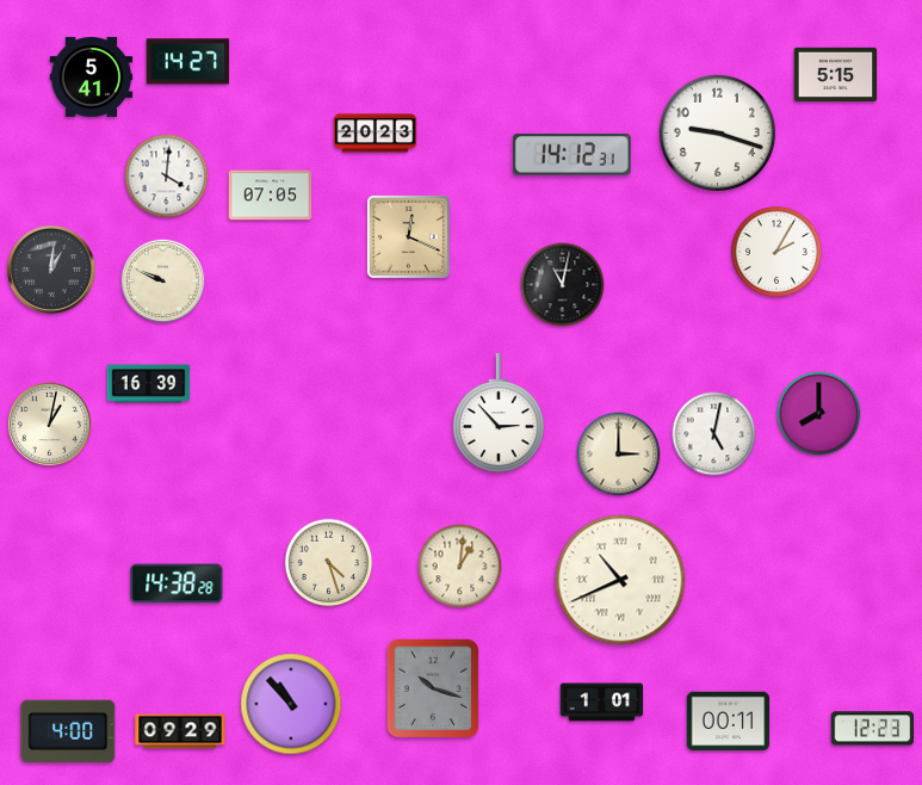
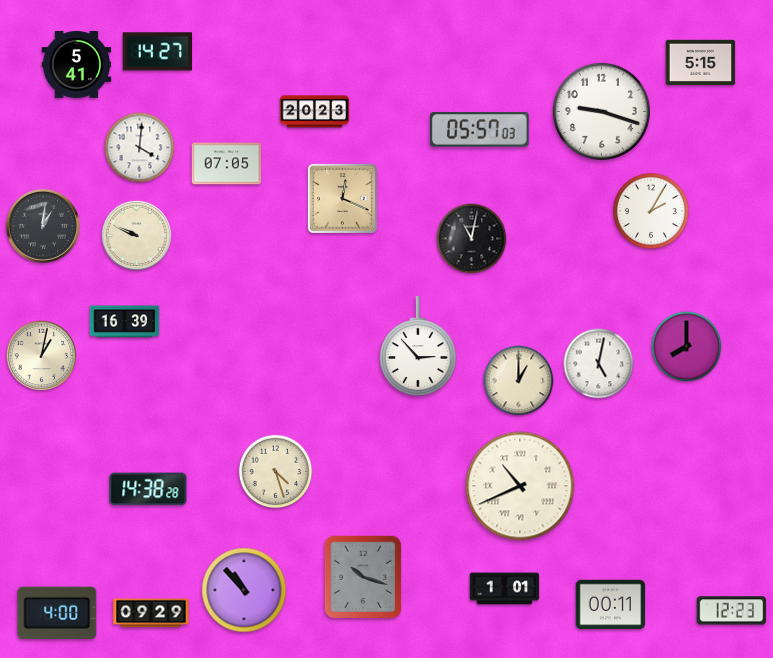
clock at (571, 155): 14:12 -> 05:57
clock at (619, 455): 3:00 -> 1:00
clock at (460, 567): 1:01 -> none
